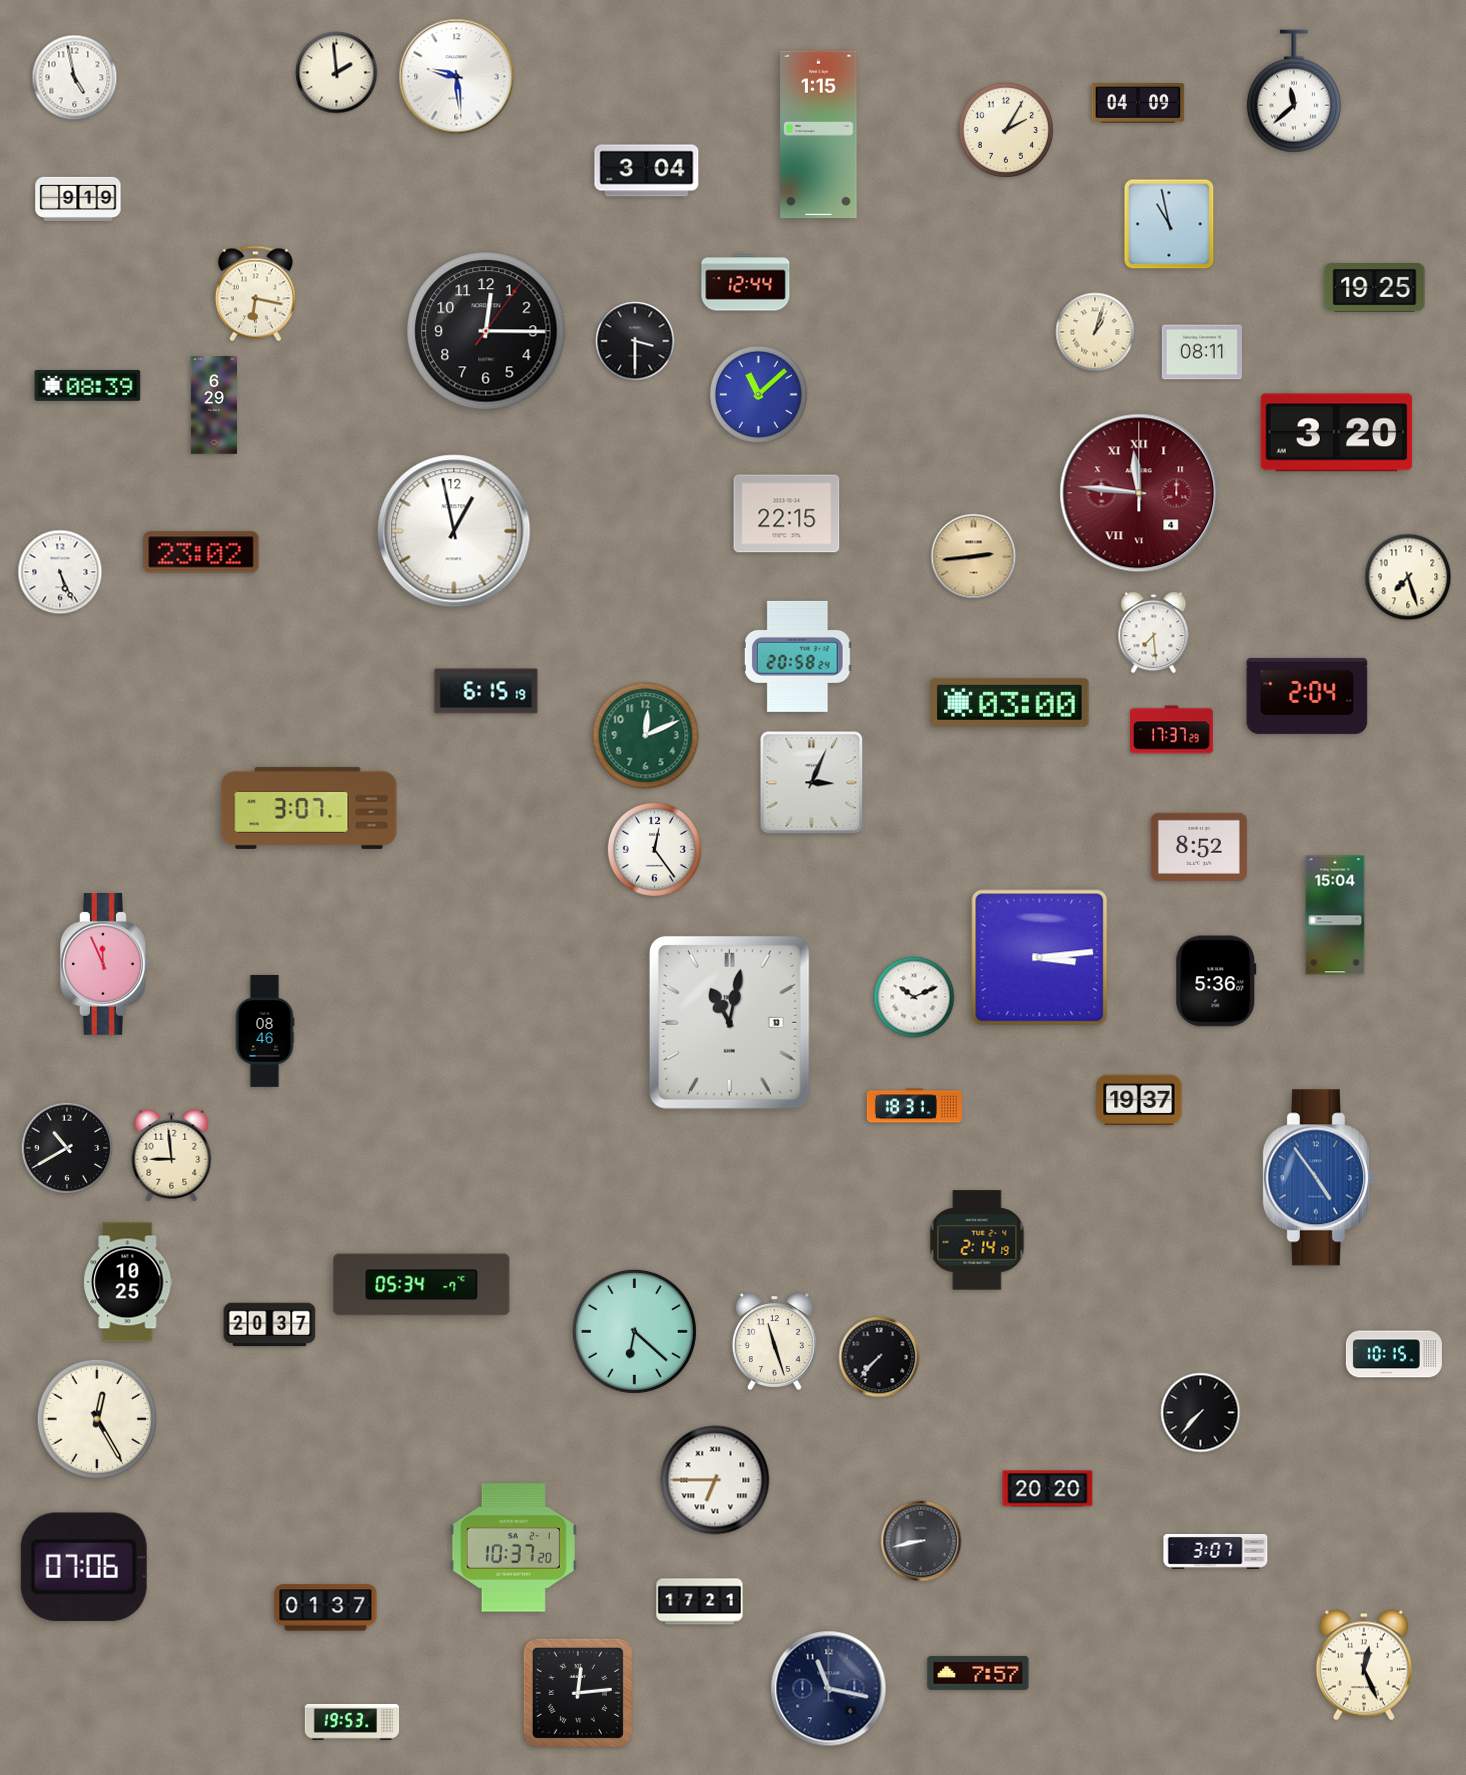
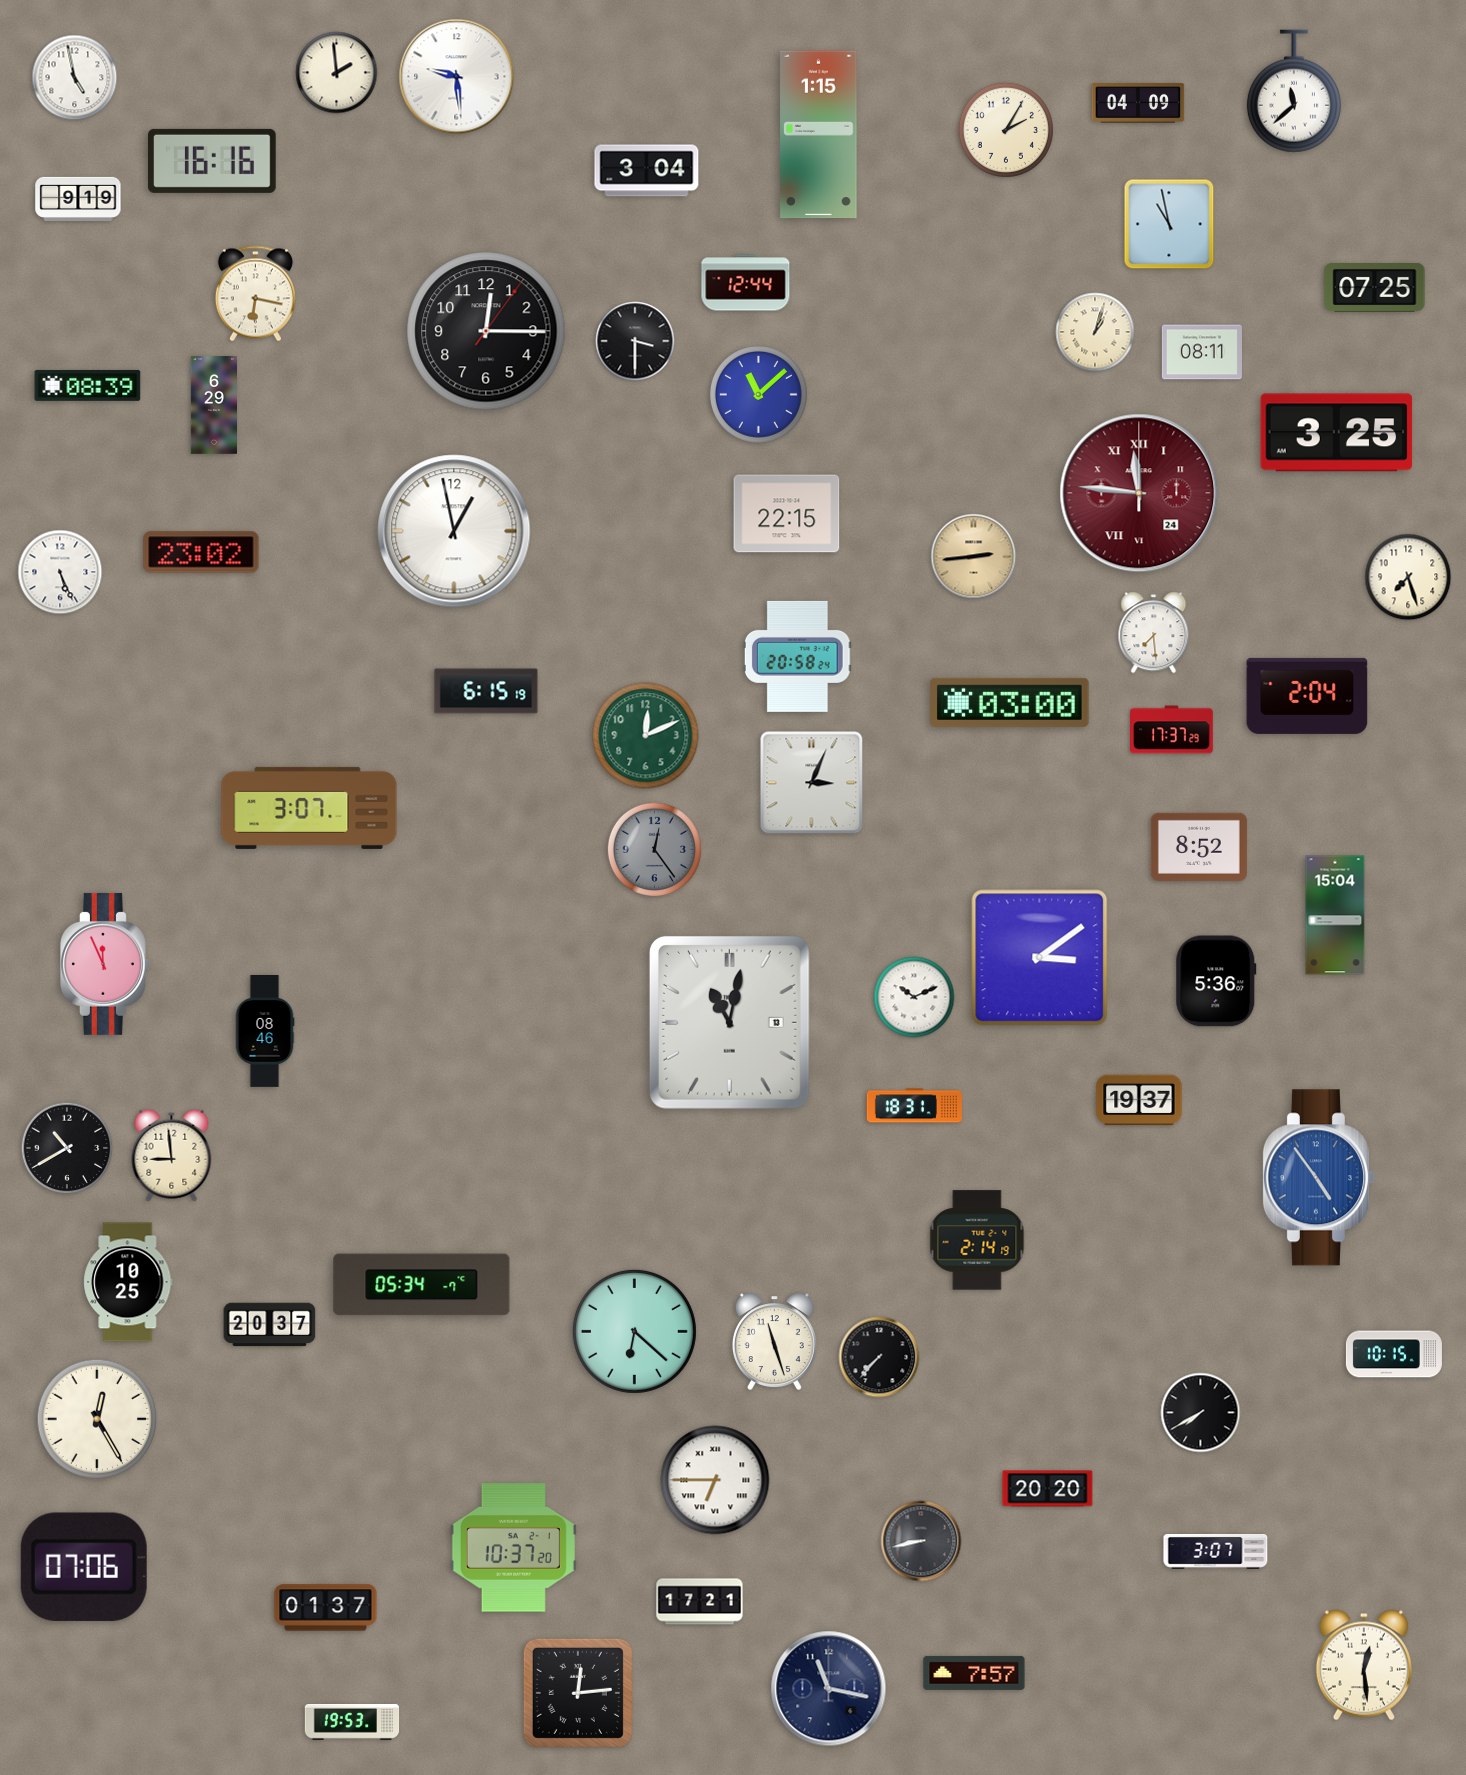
clock at (212, 161): none -> 16:16
clock at (1375, 288): 19:25 -> 07:25
clock at (1337, 433): 3:20 -> 3:25
clock at (1139, 493) date: 4 -> 24
clock at (654, 849) dial: white -> grey
clock at (1040, 958): 3:14 -> 3:09
clock at (1201, 1413): 7:37 -> 7:40
clock at (1364, 1665): 12:26 -> 12:29
clock at (978, 1673) position: (978, 1673) -> (974, 1673)
